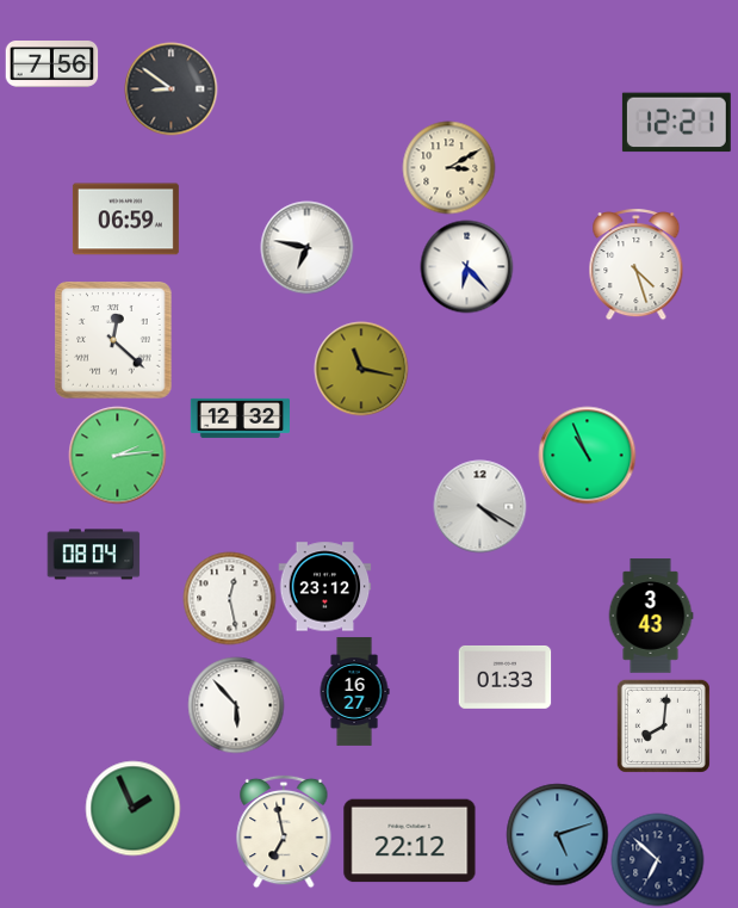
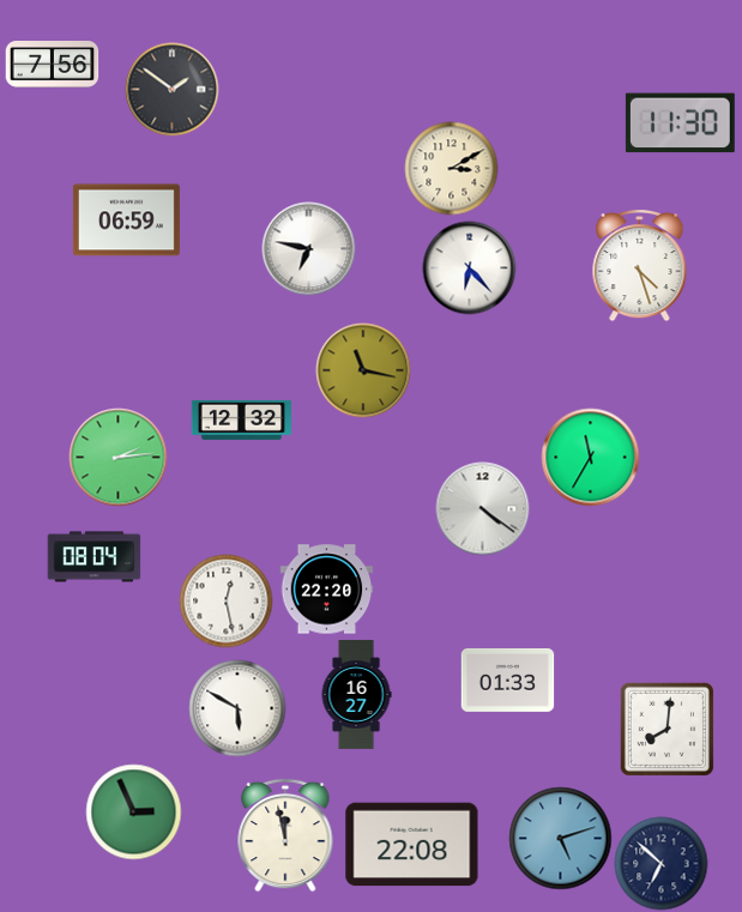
clock at (170, 88): 8:51 -> 1:51
clock at (676, 123): 12:21 -> 11:30
clock at (113, 340): 12:22 -> none
clock at (587, 455): 10:56 -> 11:35
clock at (479, 506): 4:20 -> 4:21
clock at (324, 587): 23:12 -> 22:20
clock at (229, 598) position: (229, 598) -> (225, 600)
clock at (651, 616): 3:43 -> none
clock at (236, 705): 5:53 -> 5:50
clock at (132, 808): 1:56 -> 2:56
clock at (284, 832): 6:58 -> 11:58
clock at (410, 841): 22:12 -> 22:08
